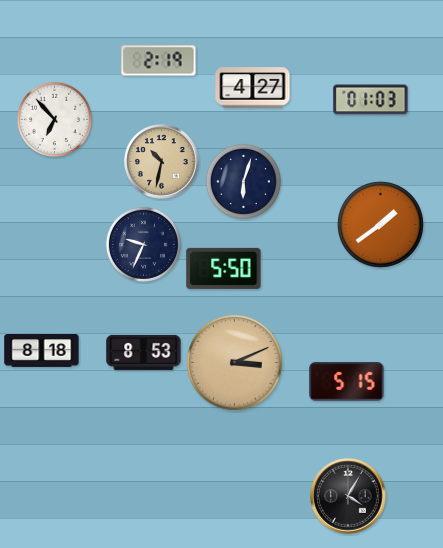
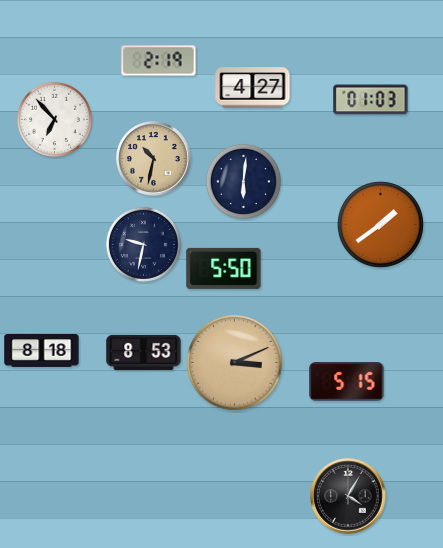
clock at (162, 162) position: (162, 162) -> (154, 159)
clock at (243, 181): 6:03 -> 6:01
clock at (143, 244): 9:34 -> 9:32
